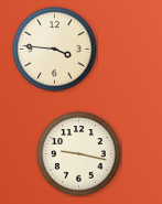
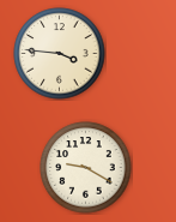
clock at (79, 154): 9:17 -> 9:20
